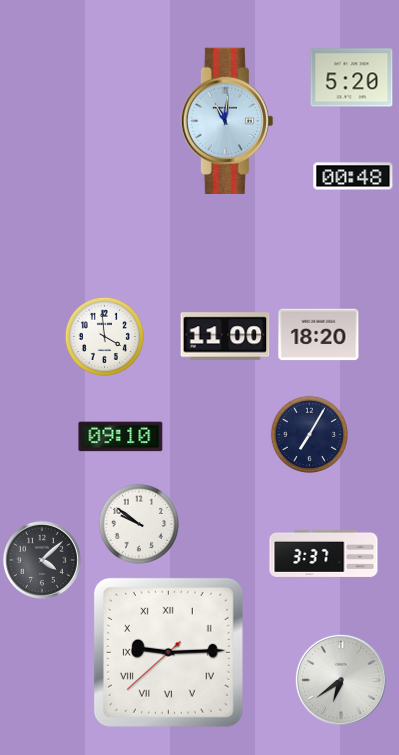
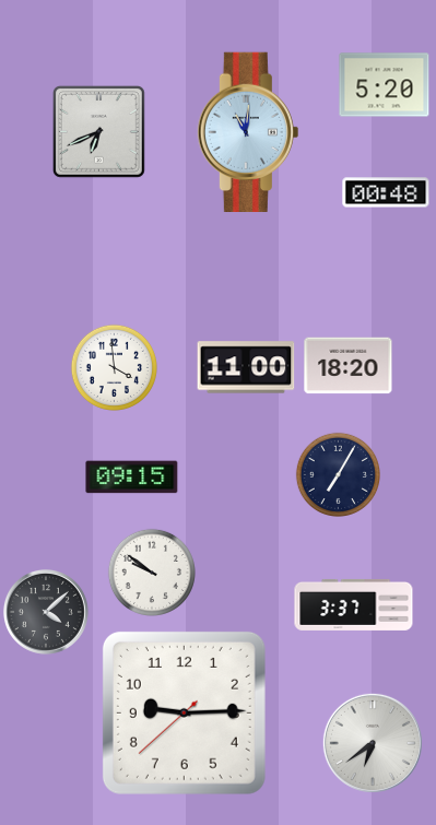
clock at (98, 131): none -> 6:41
clock at (121, 437): 09:10 -> 09:15
clock at (168, 652) numerals: Roman -> Arabic
